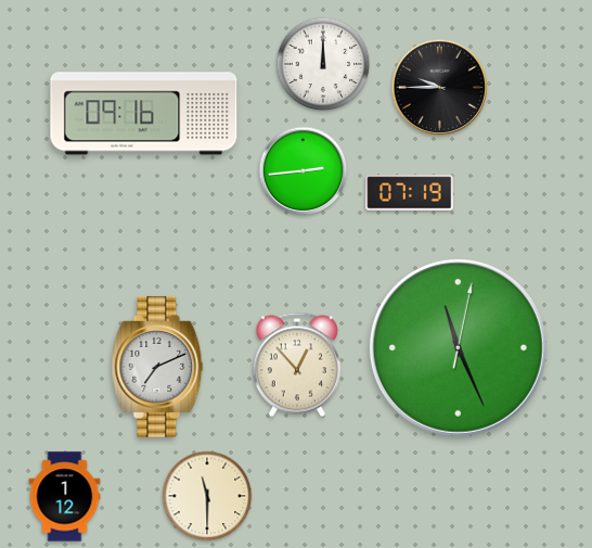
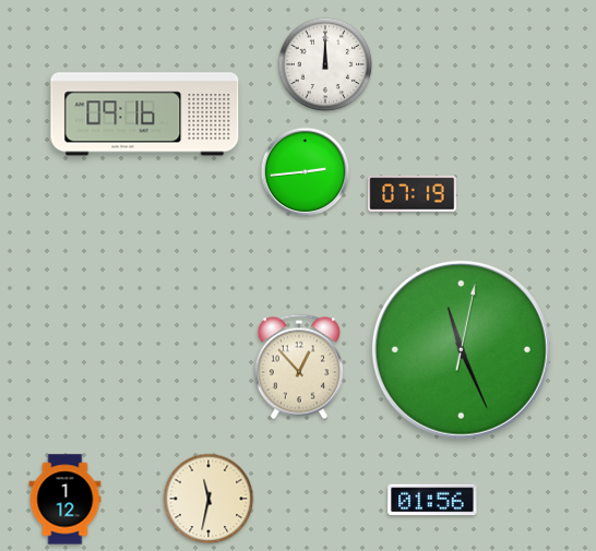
clock at (439, 87): 9:45 -> none
clock at (157, 367): 7:11 -> none
clock at (207, 496): 11:30 -> 11:32
clock at (432, 500): none -> 01:56
